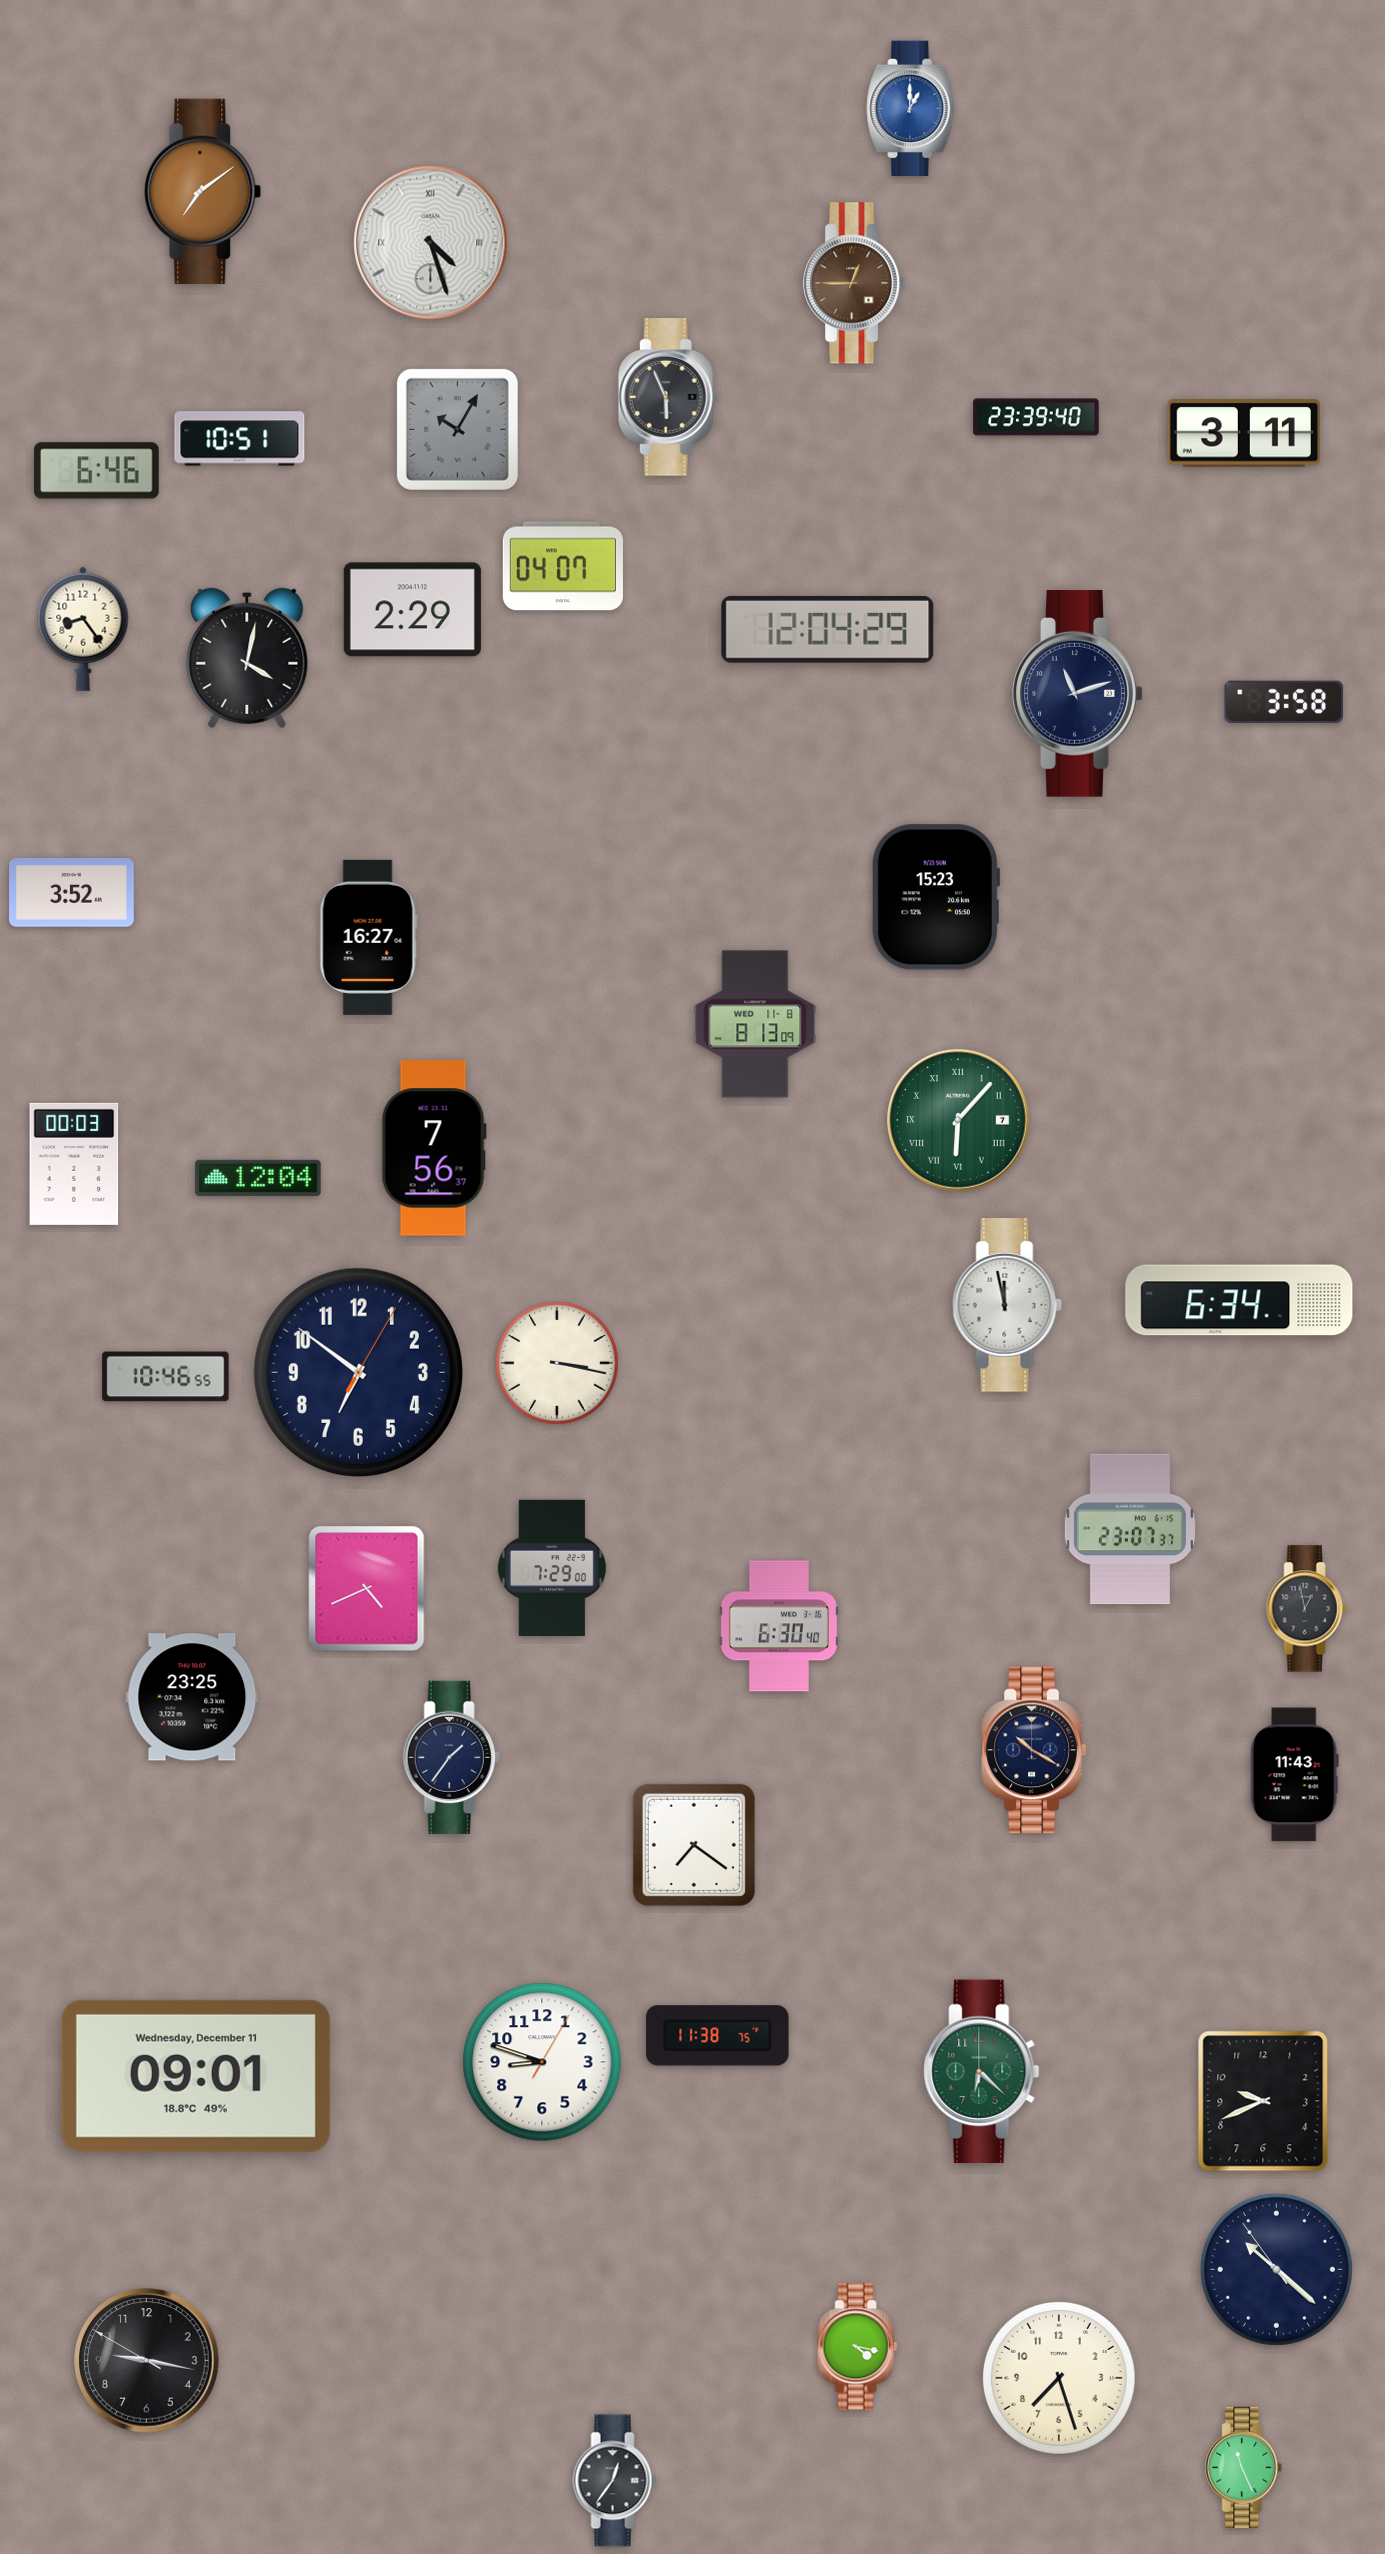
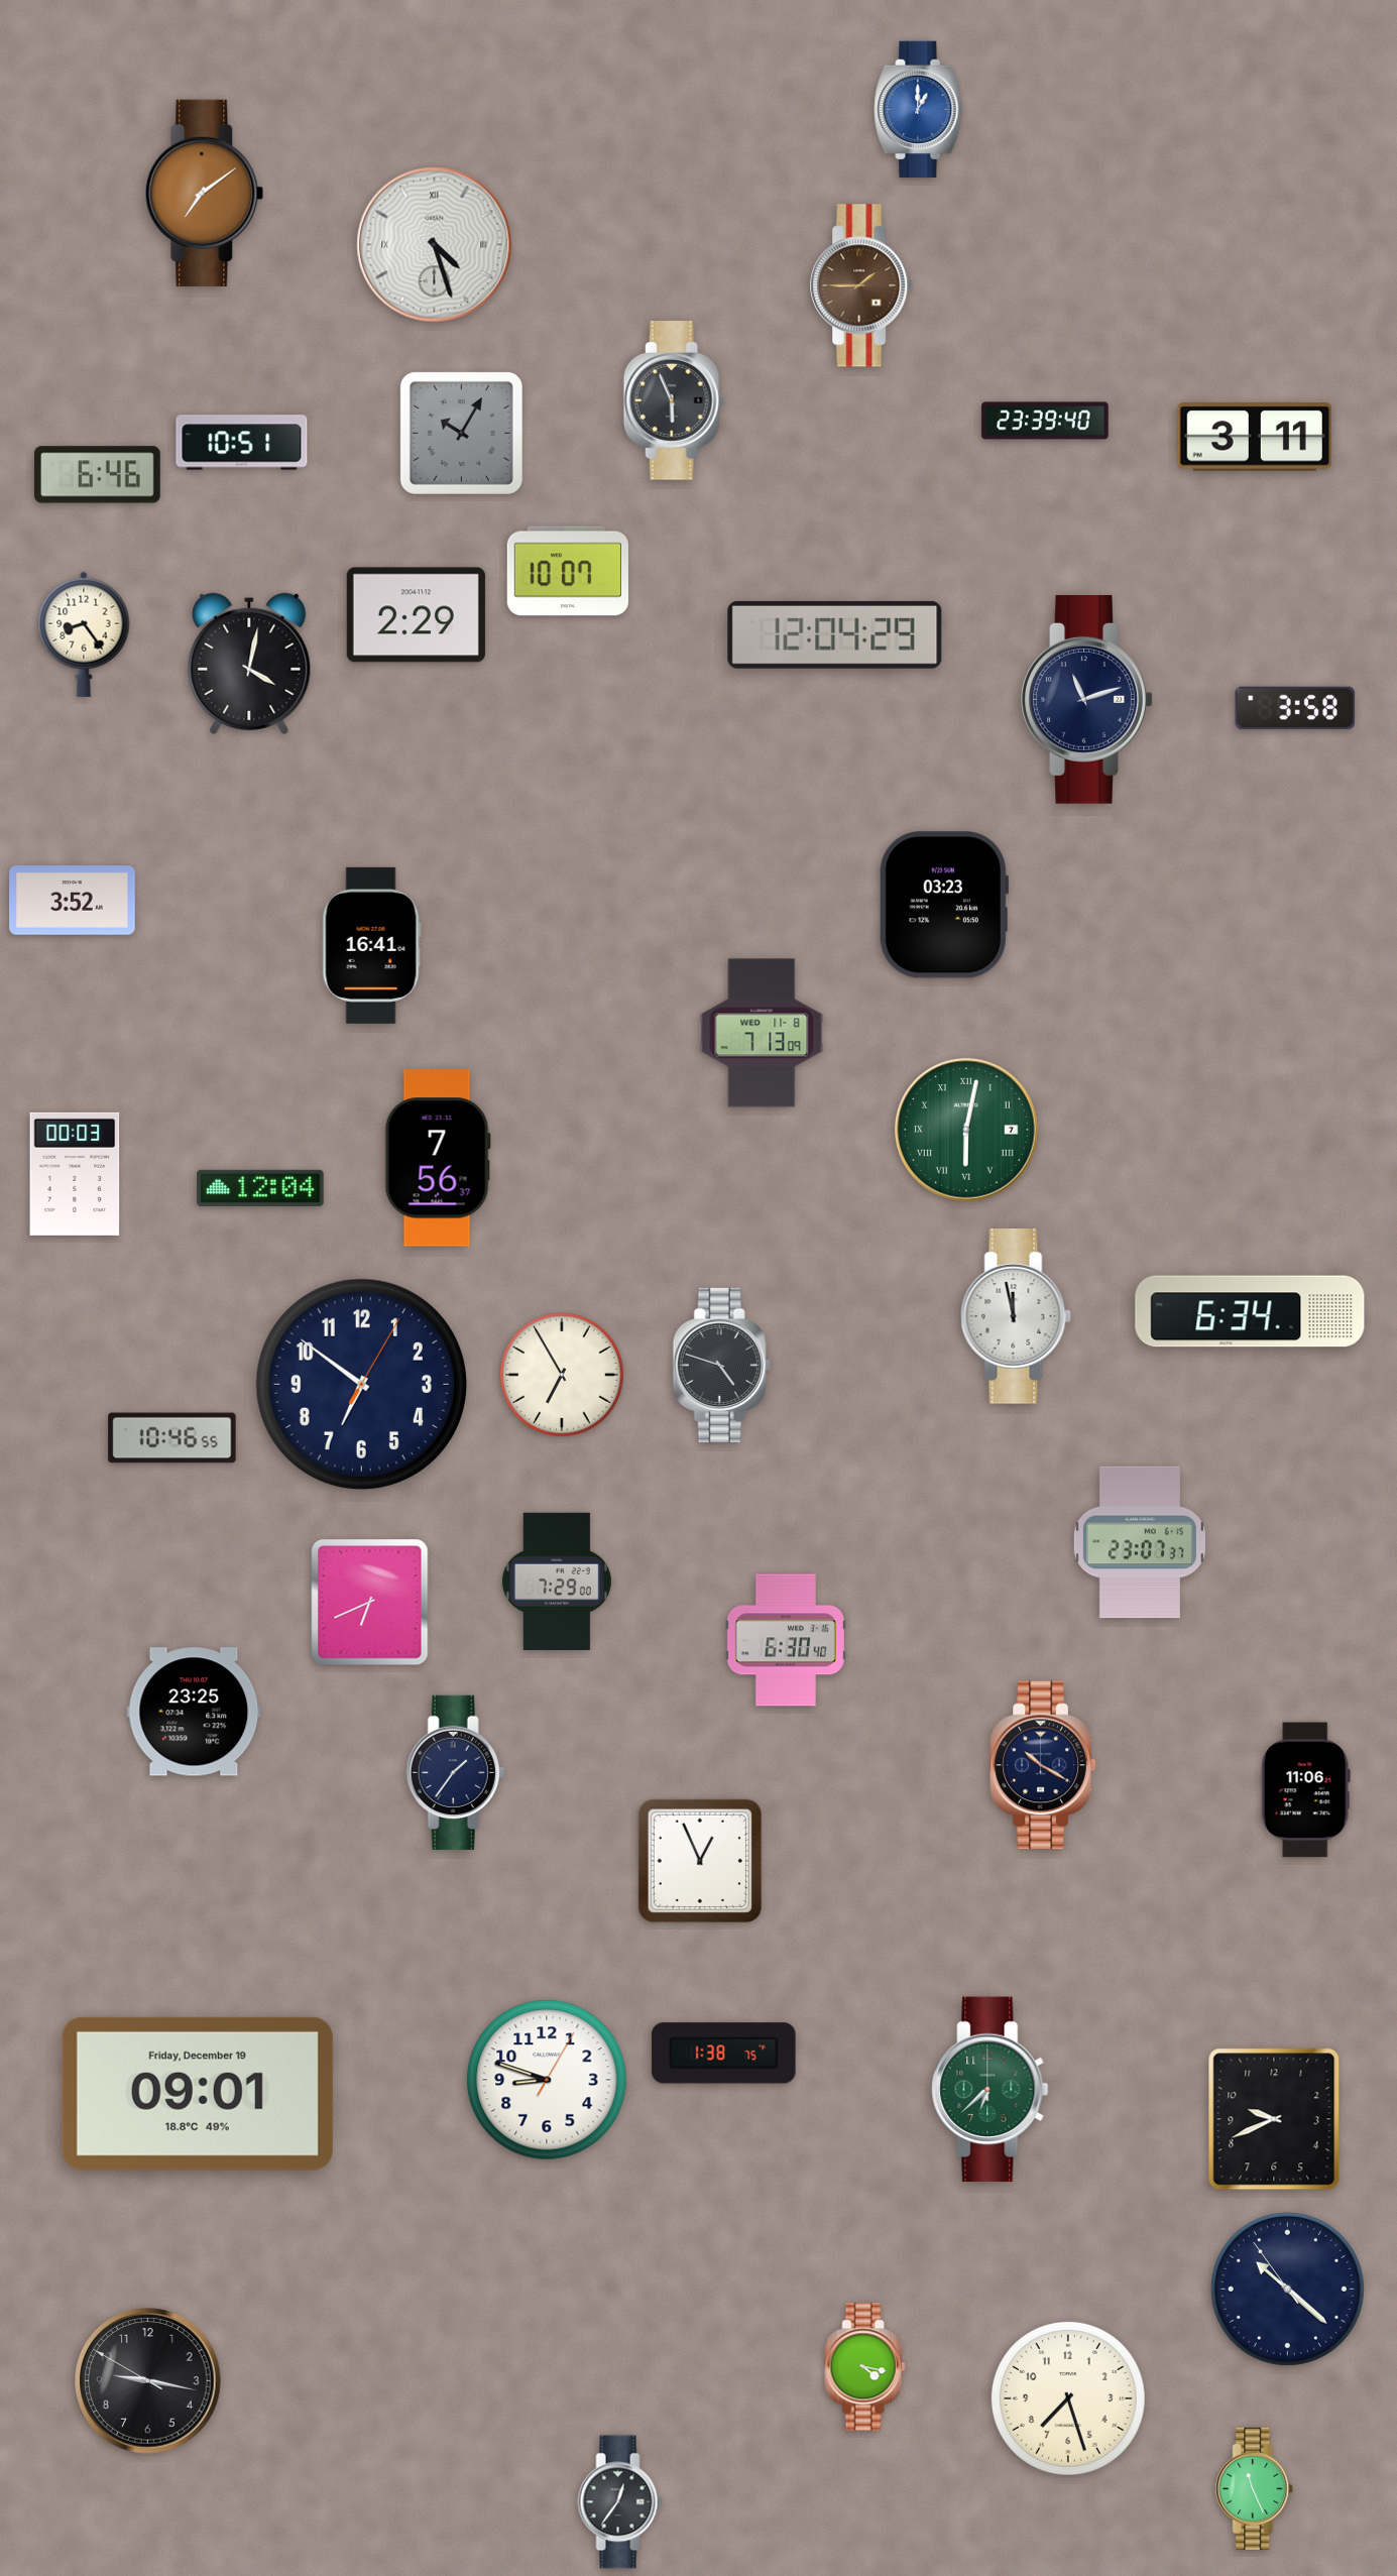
clock at (855, 283): 12:45 -> 1:45
clock at (563, 566): 04:07 -> 10:07
clock at (935, 897): 15:23 -> 03:23
clock at (368, 937): 16:27 -> 16:41
clock at (755, 1024): 8:13 -> 7:13
clock at (958, 1120): 6:07 -> 6:02
clock at (721, 1365): none -> 4:48
clock at (557, 1363): 3:17 -> 6:55
clock at (166, 1377) position: (166, 1377) -> (172, 1438)
clock at (367, 1589): 4:41 -> 6:41
clock at (1307, 1609): 12:58 -> none
clock at (1294, 1775): 11:43 -> 11:06
clock at (694, 1845): 7:21 -> 12:56
clock at (718, 2036): 11:38 -> 1:38
clock at (982, 2072): 6:22 -> 6:38
clock at (196, 2076) date: Wednesday, December 11 -> Friday, December 19
